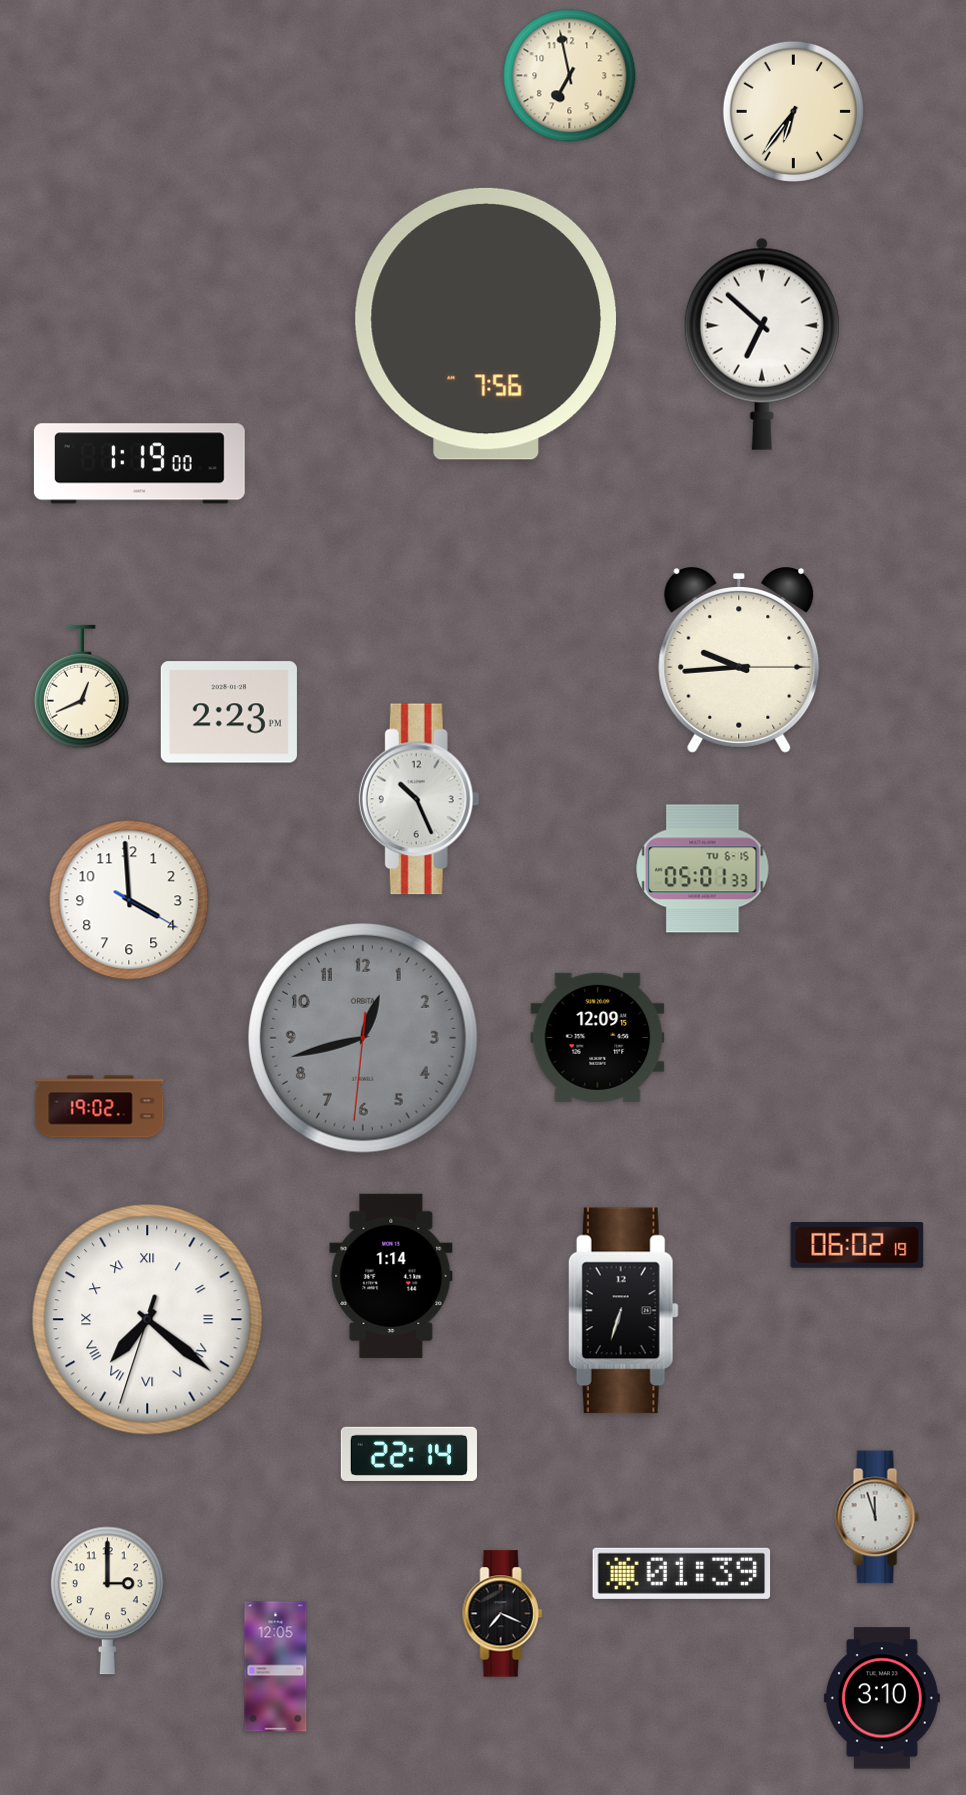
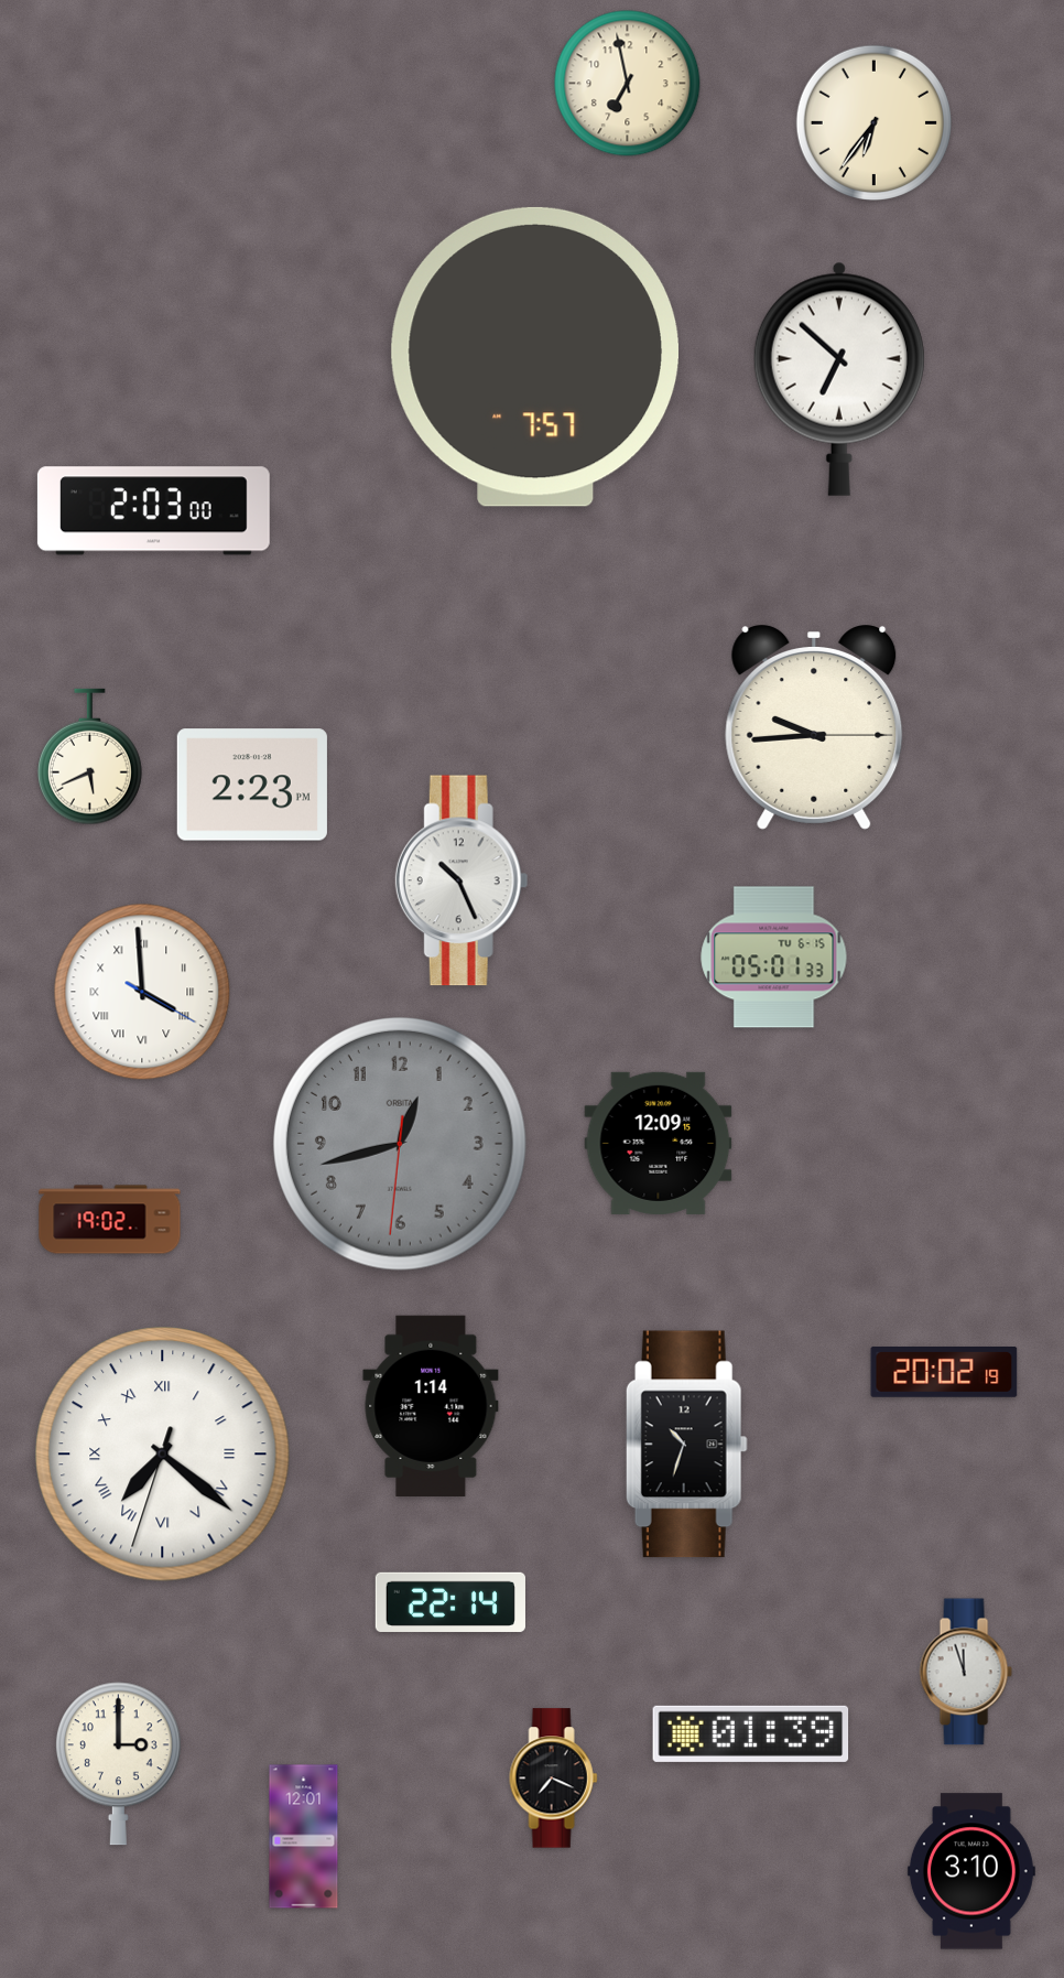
clock at (486, 324): 7:56 -> 7:57
clock at (139, 464): 1:19 -> 2:03
clock at (82, 687): 12:41 -> 5:41
clock at (129, 900) numerals: Arabic -> Roman
clock at (857, 1246): 06:02 -> 20:02
clock at (623, 1311): 6:33 -> 10:33
clock at (276, 1667): 12:05 -> 12:01
